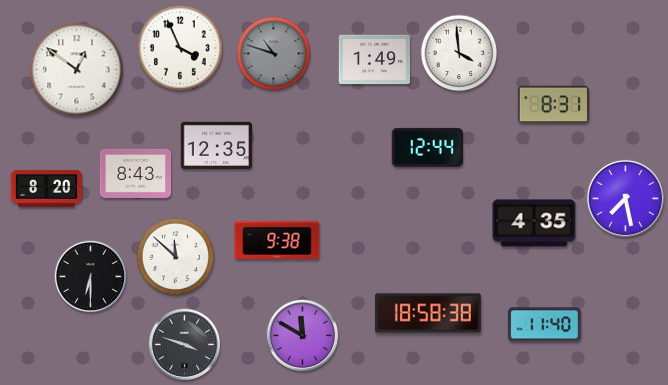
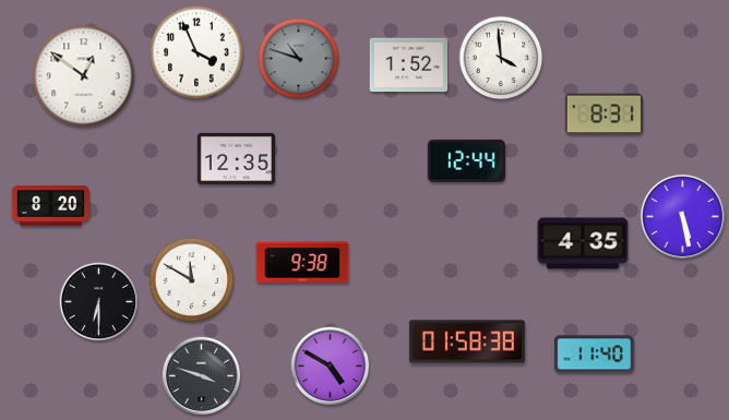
clock at (374, 60): 1:49 -> 1:52
clock at (136, 173): 8:43 -> none
clock at (625, 198): 7:28 -> 5:28
clock at (176, 257): 11:52 -> 11:50
clock at (428, 313): 18:58 -> 01:58
clock at (303, 336): 11:50 -> 4:50
